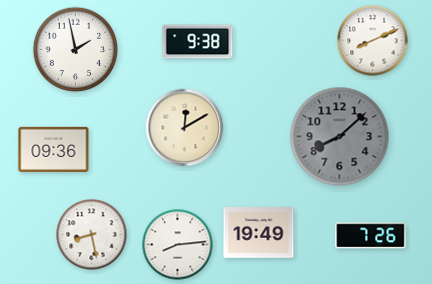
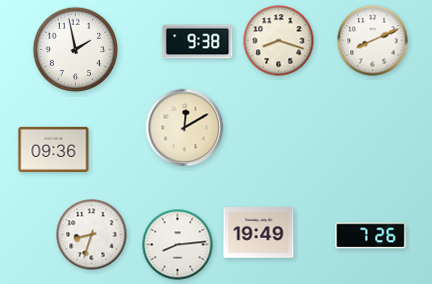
clock at (279, 41): none -> 8:18
clock at (340, 137): 8:08 -> none
clock at (92, 235): 8:28 -> 8:33
